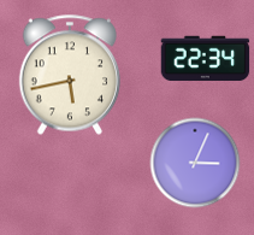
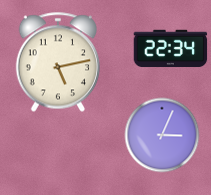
clock at (70, 75): 5:43 -> 5:13
